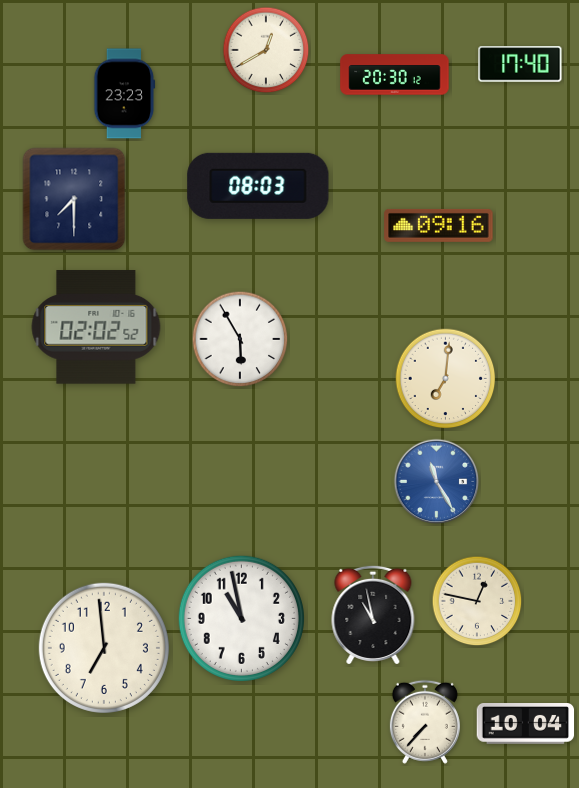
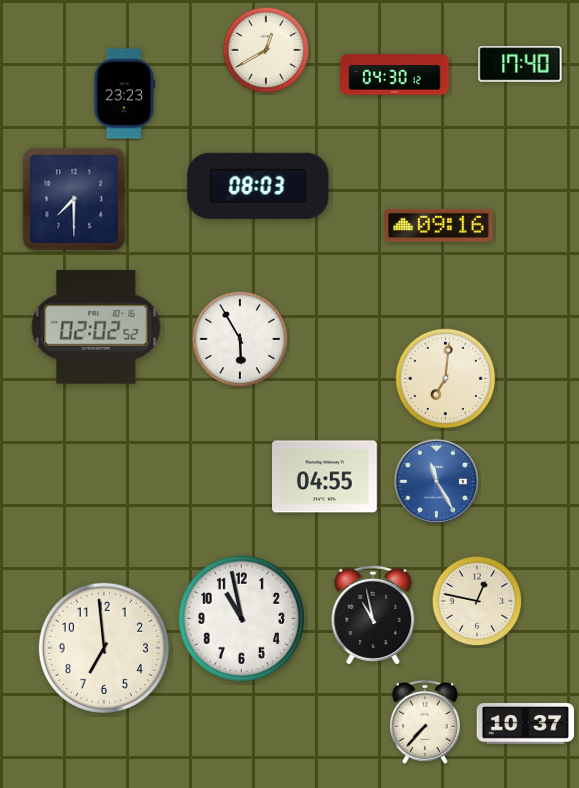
clock at (395, 75): 20:30 -> 04:30
clock at (325, 477): none -> 04:55
clock at (526, 724): 10:04 -> 10:37
